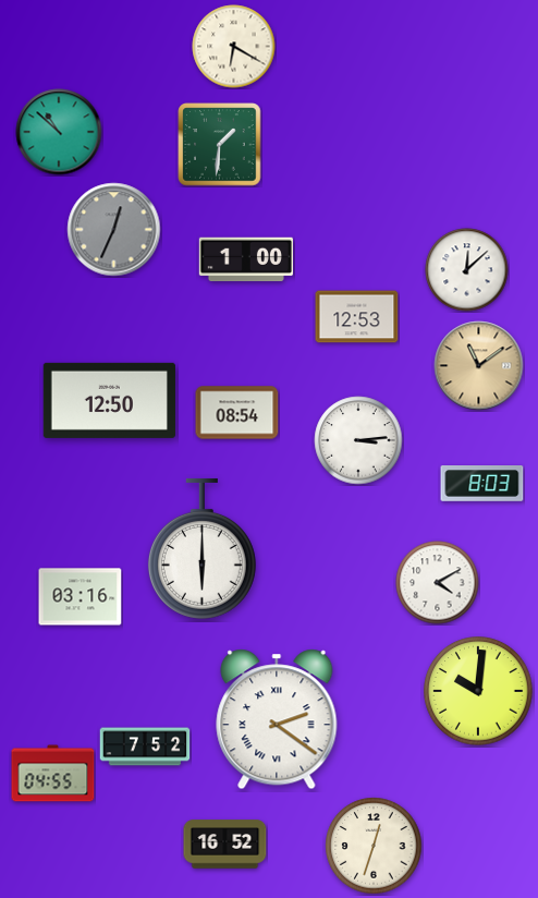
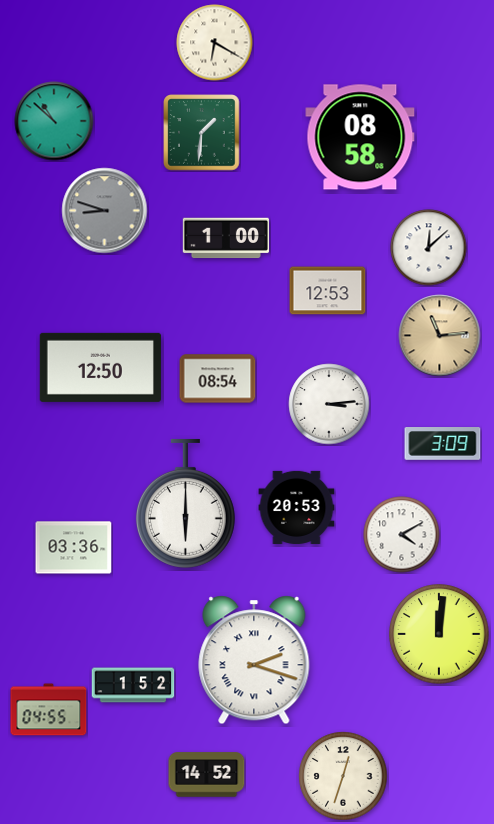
clock at (360, 137): none -> 08:58
clock at (114, 230): 12:34 -> 8:48
clock at (479, 366): 11:09 -> 11:14
clock at (482, 484): 8:03 -> 3:09
clock at (297, 507): none -> 20:53
clock at (81, 597): 03:16 -> 03:36
clock at (478, 691): 10:01 -> 12:01
clock at (277, 719): 2:21 -> 2:18
clock at (145, 747): 7:52 -> 1:52
clock at (225, 845): 16:52 -> 14:52
